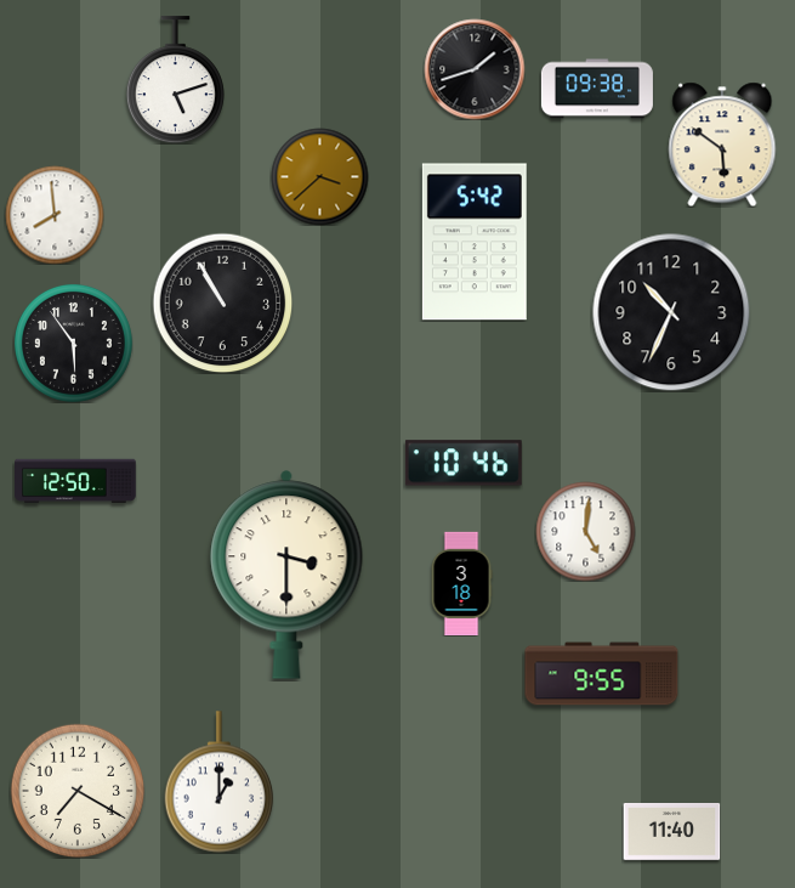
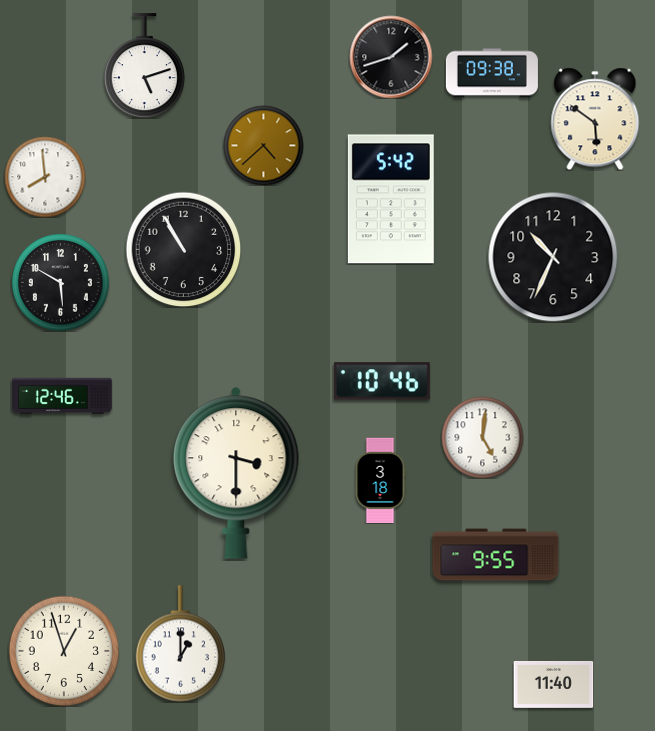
clock at (319, 176): 3:38 -> 4:38
clock at (73, 343): 5:54 -> 5:50
clock at (75, 481): 12:50 -> 12:46
clock at (76, 790): 7:20 -> 12:57
